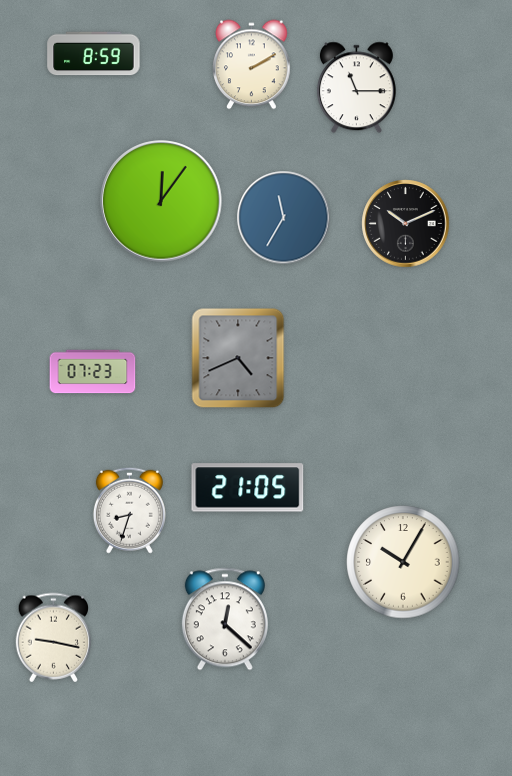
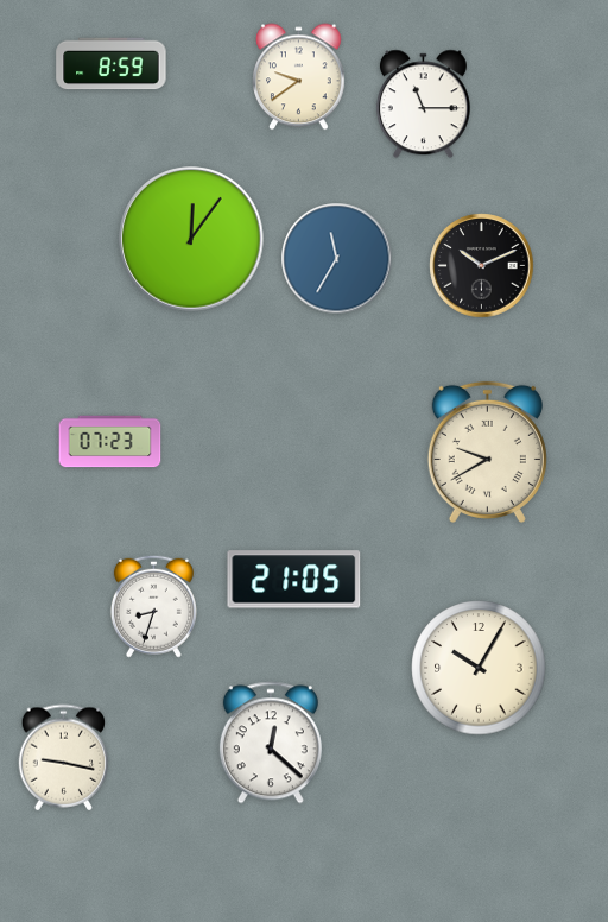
clock at (252, 65): 2:10 -> 9:39
clock at (238, 358): 4:41 -> none
clock at (487, 451): none -> 9:40
clock at (225, 619) position: (225, 619) -> (271, 743)
